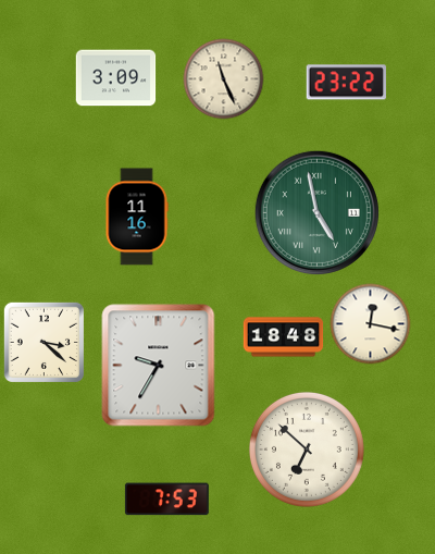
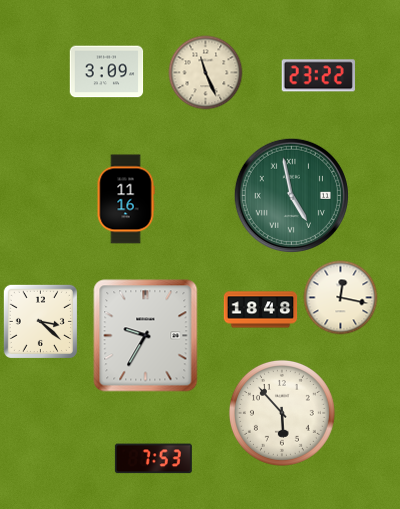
clock at (43, 342) position: (43, 342) -> (40, 321)
clock at (307, 450): 6:52 -> 5:53
